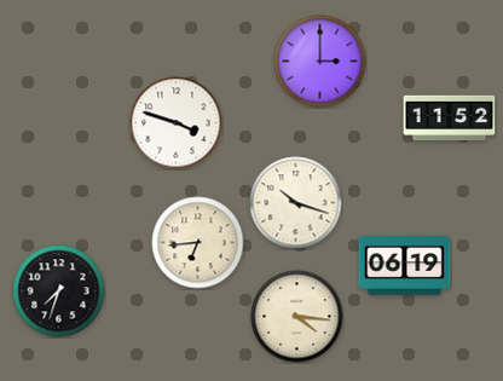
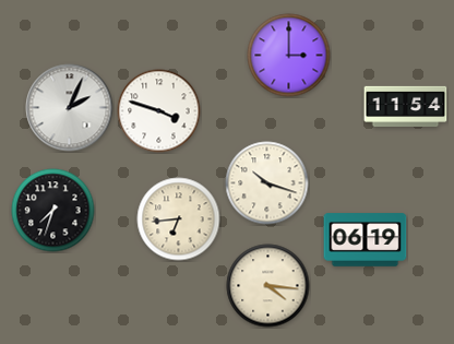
clock at (450, 117): 11:52 -> 11:54
clock at (70, 108): none -> 2:04
clock at (59, 291) position: (59, 291) -> (53, 211)
